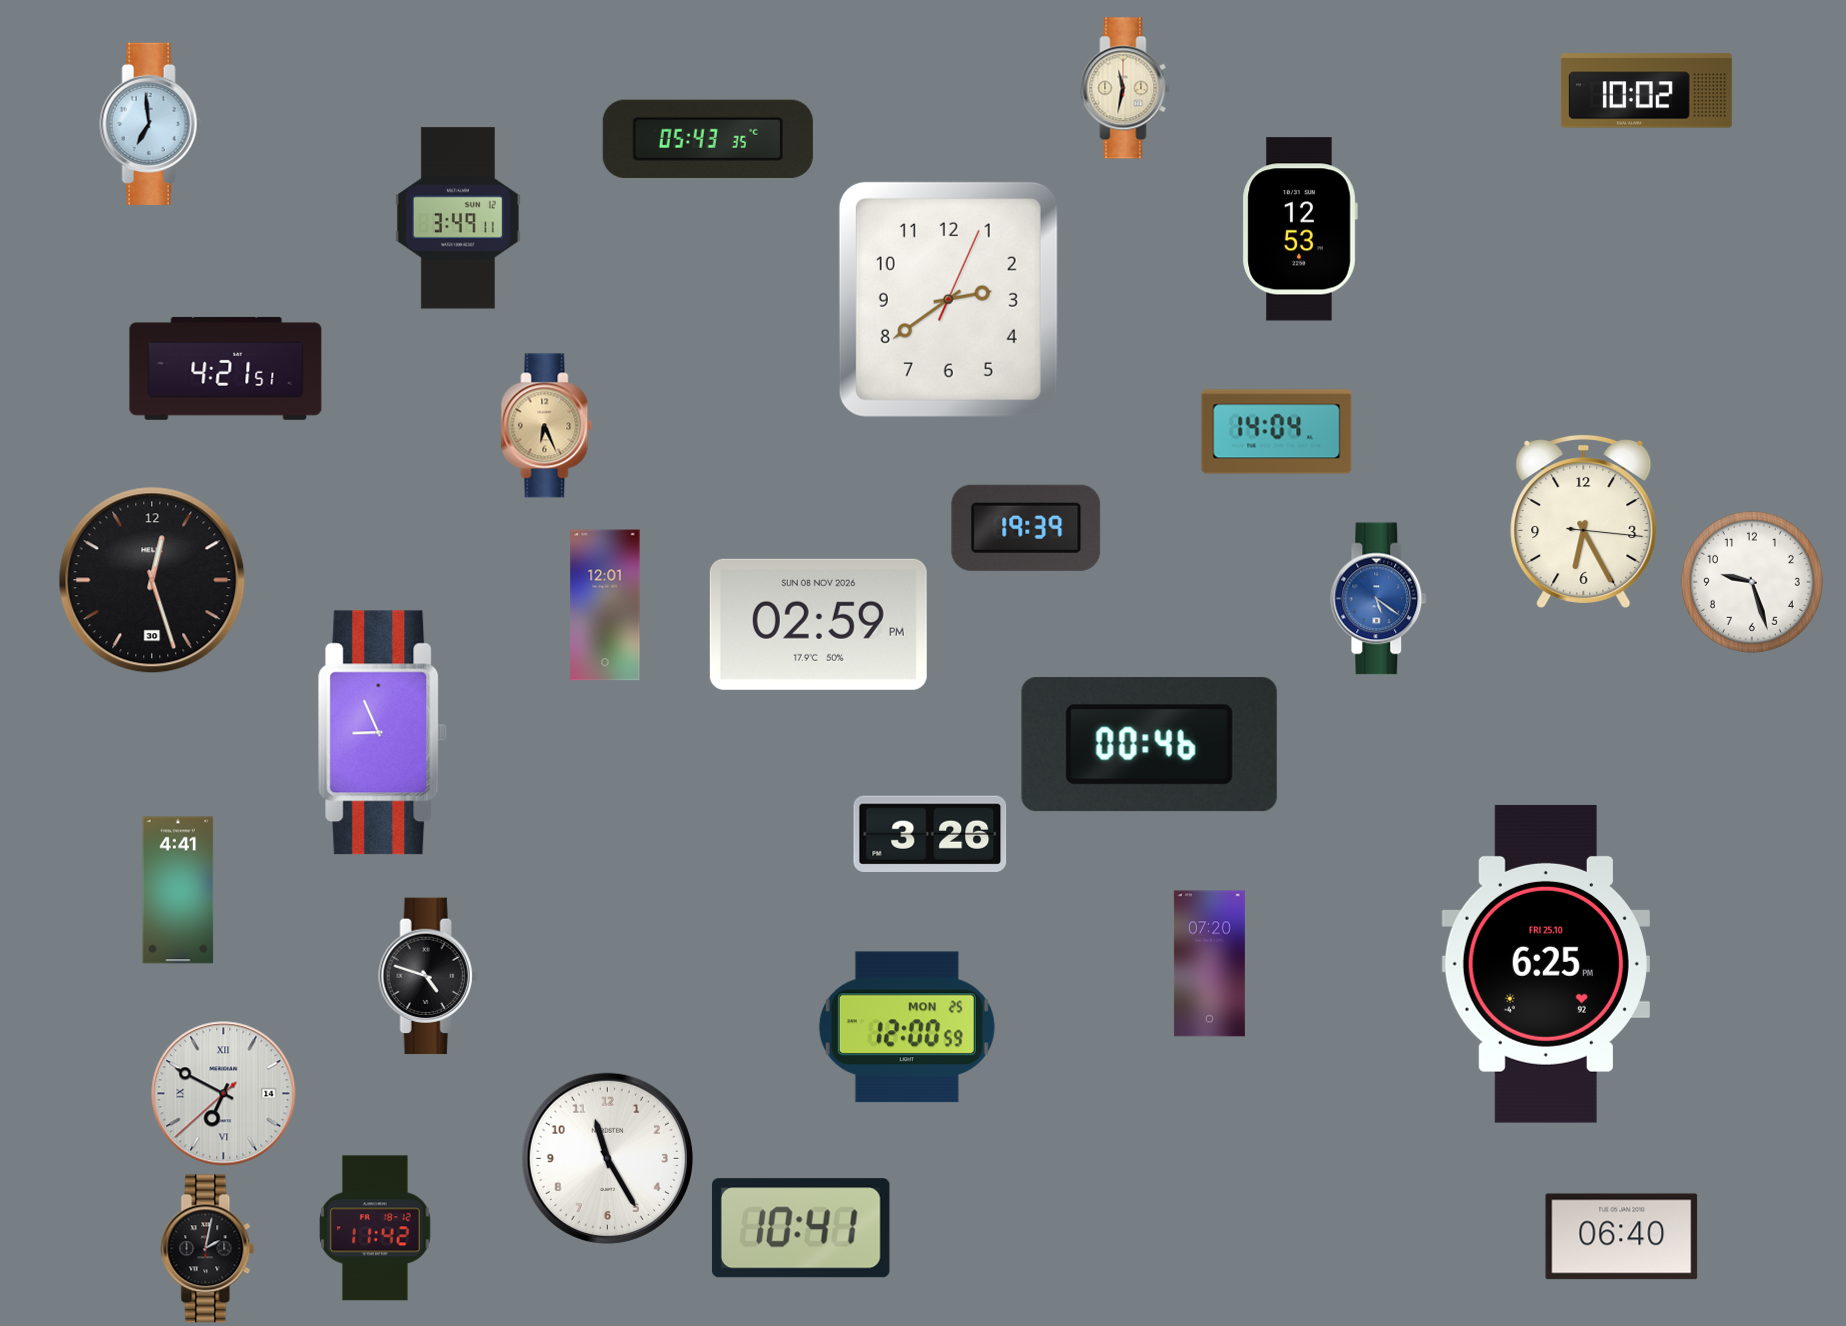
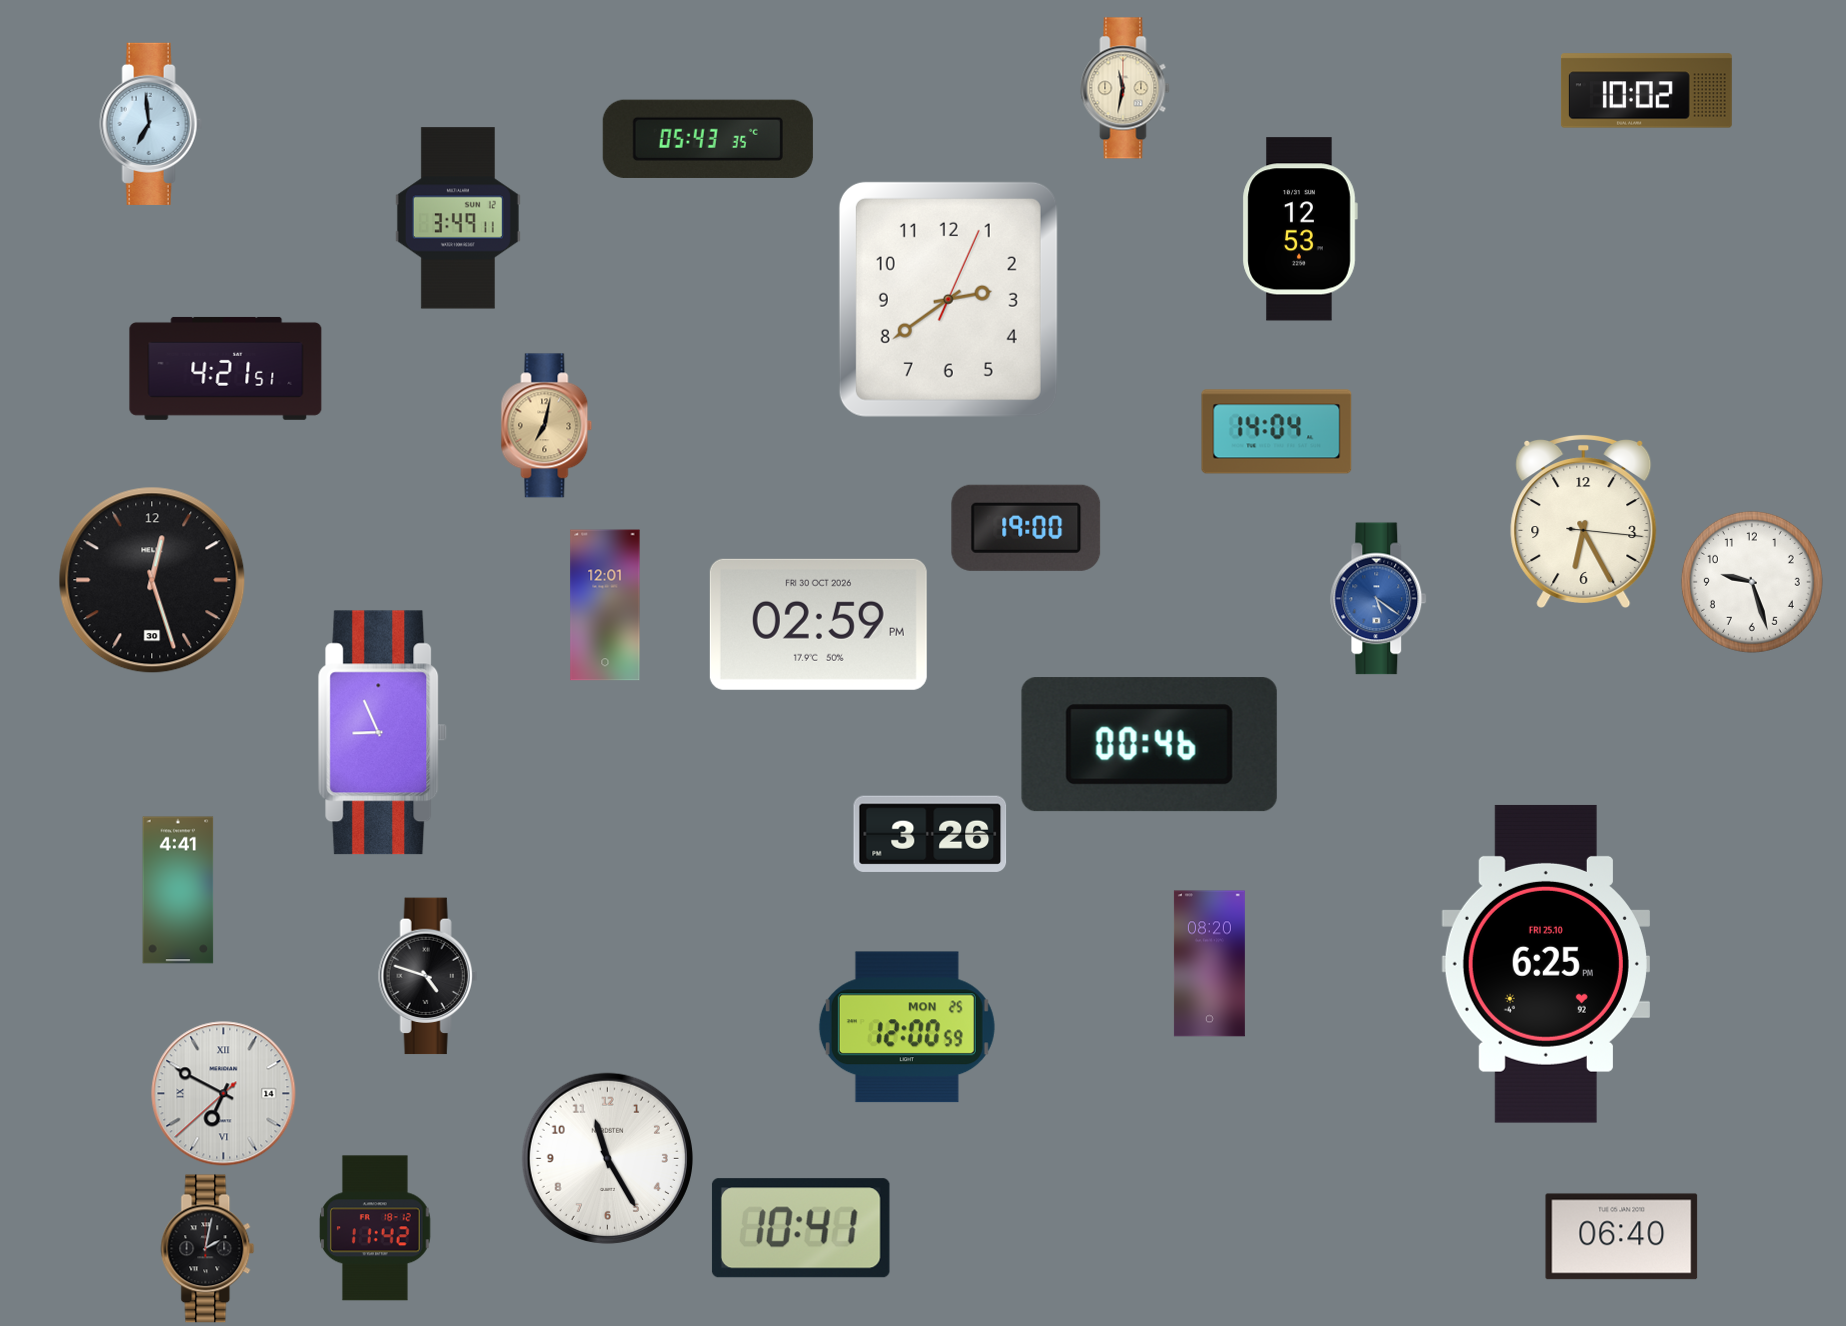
clock at (547, 426): 6:26 -> 7:02
clock at (1026, 528): 19:39 -> 19:00
clock at (818, 624) date: SUN 08 NOV 2026 -> FRI 30 OCT 2026
clock at (1209, 964): 07:20 -> 08:20
